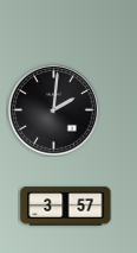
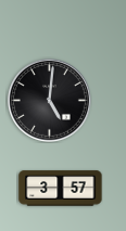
clock at (53, 109): 2:01 -> 5:01
